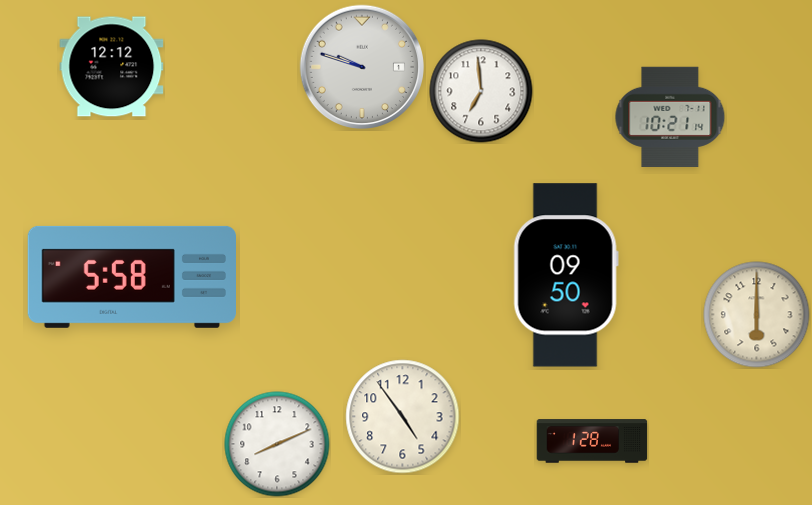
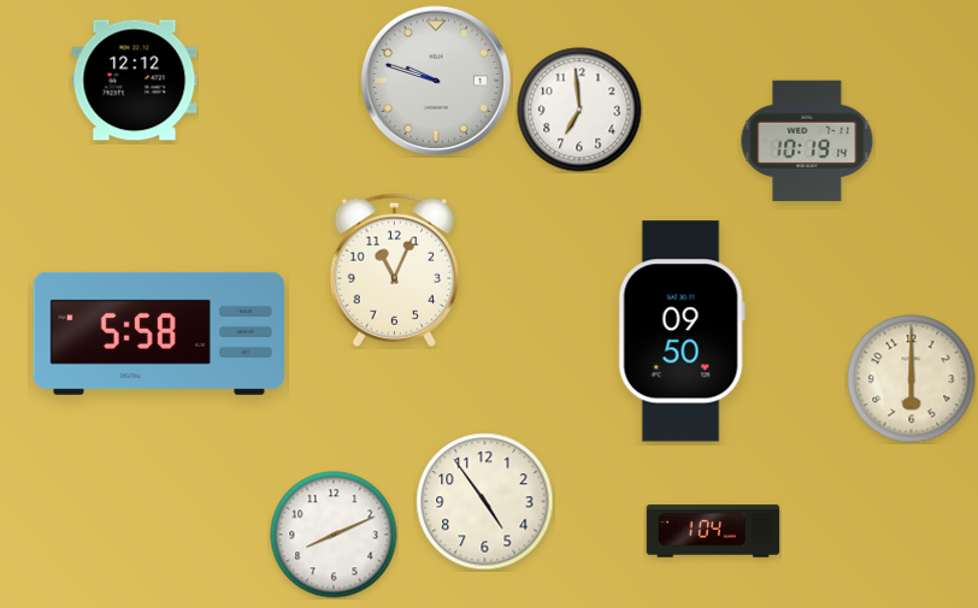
clock at (670, 116): 10:21 -> 10:19
clock at (394, 270): none -> 11:04
clock at (592, 441): 1:28 -> 1:04
